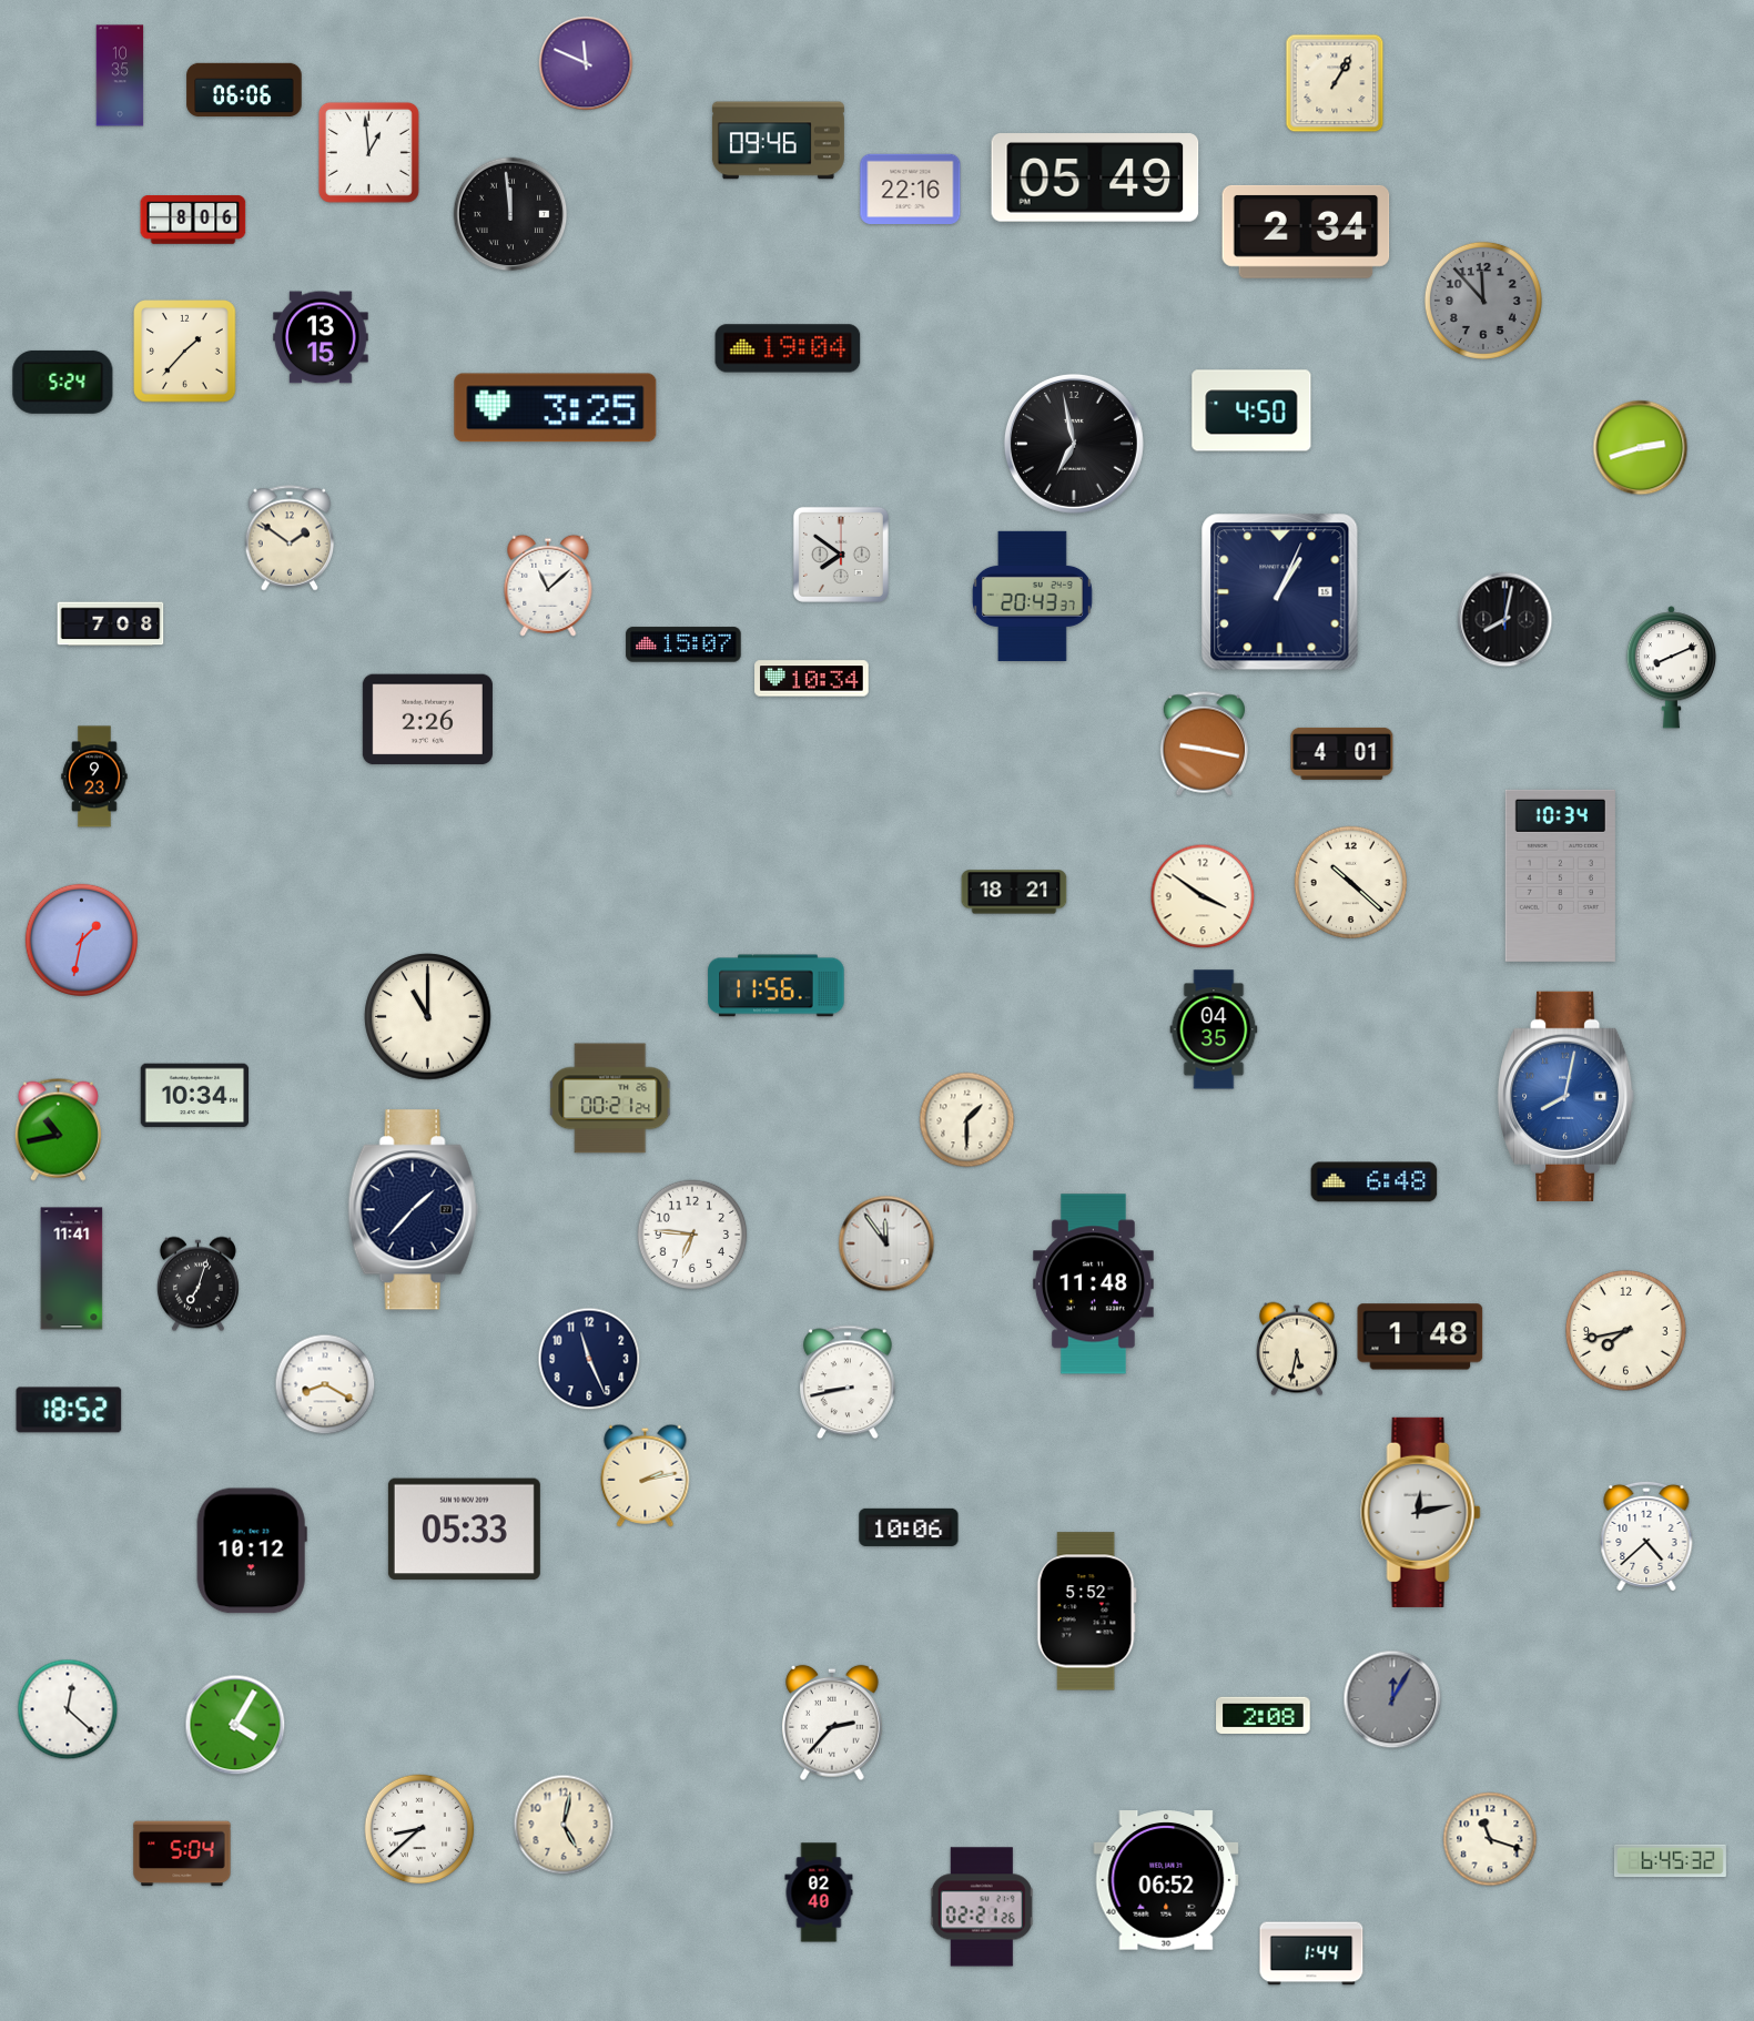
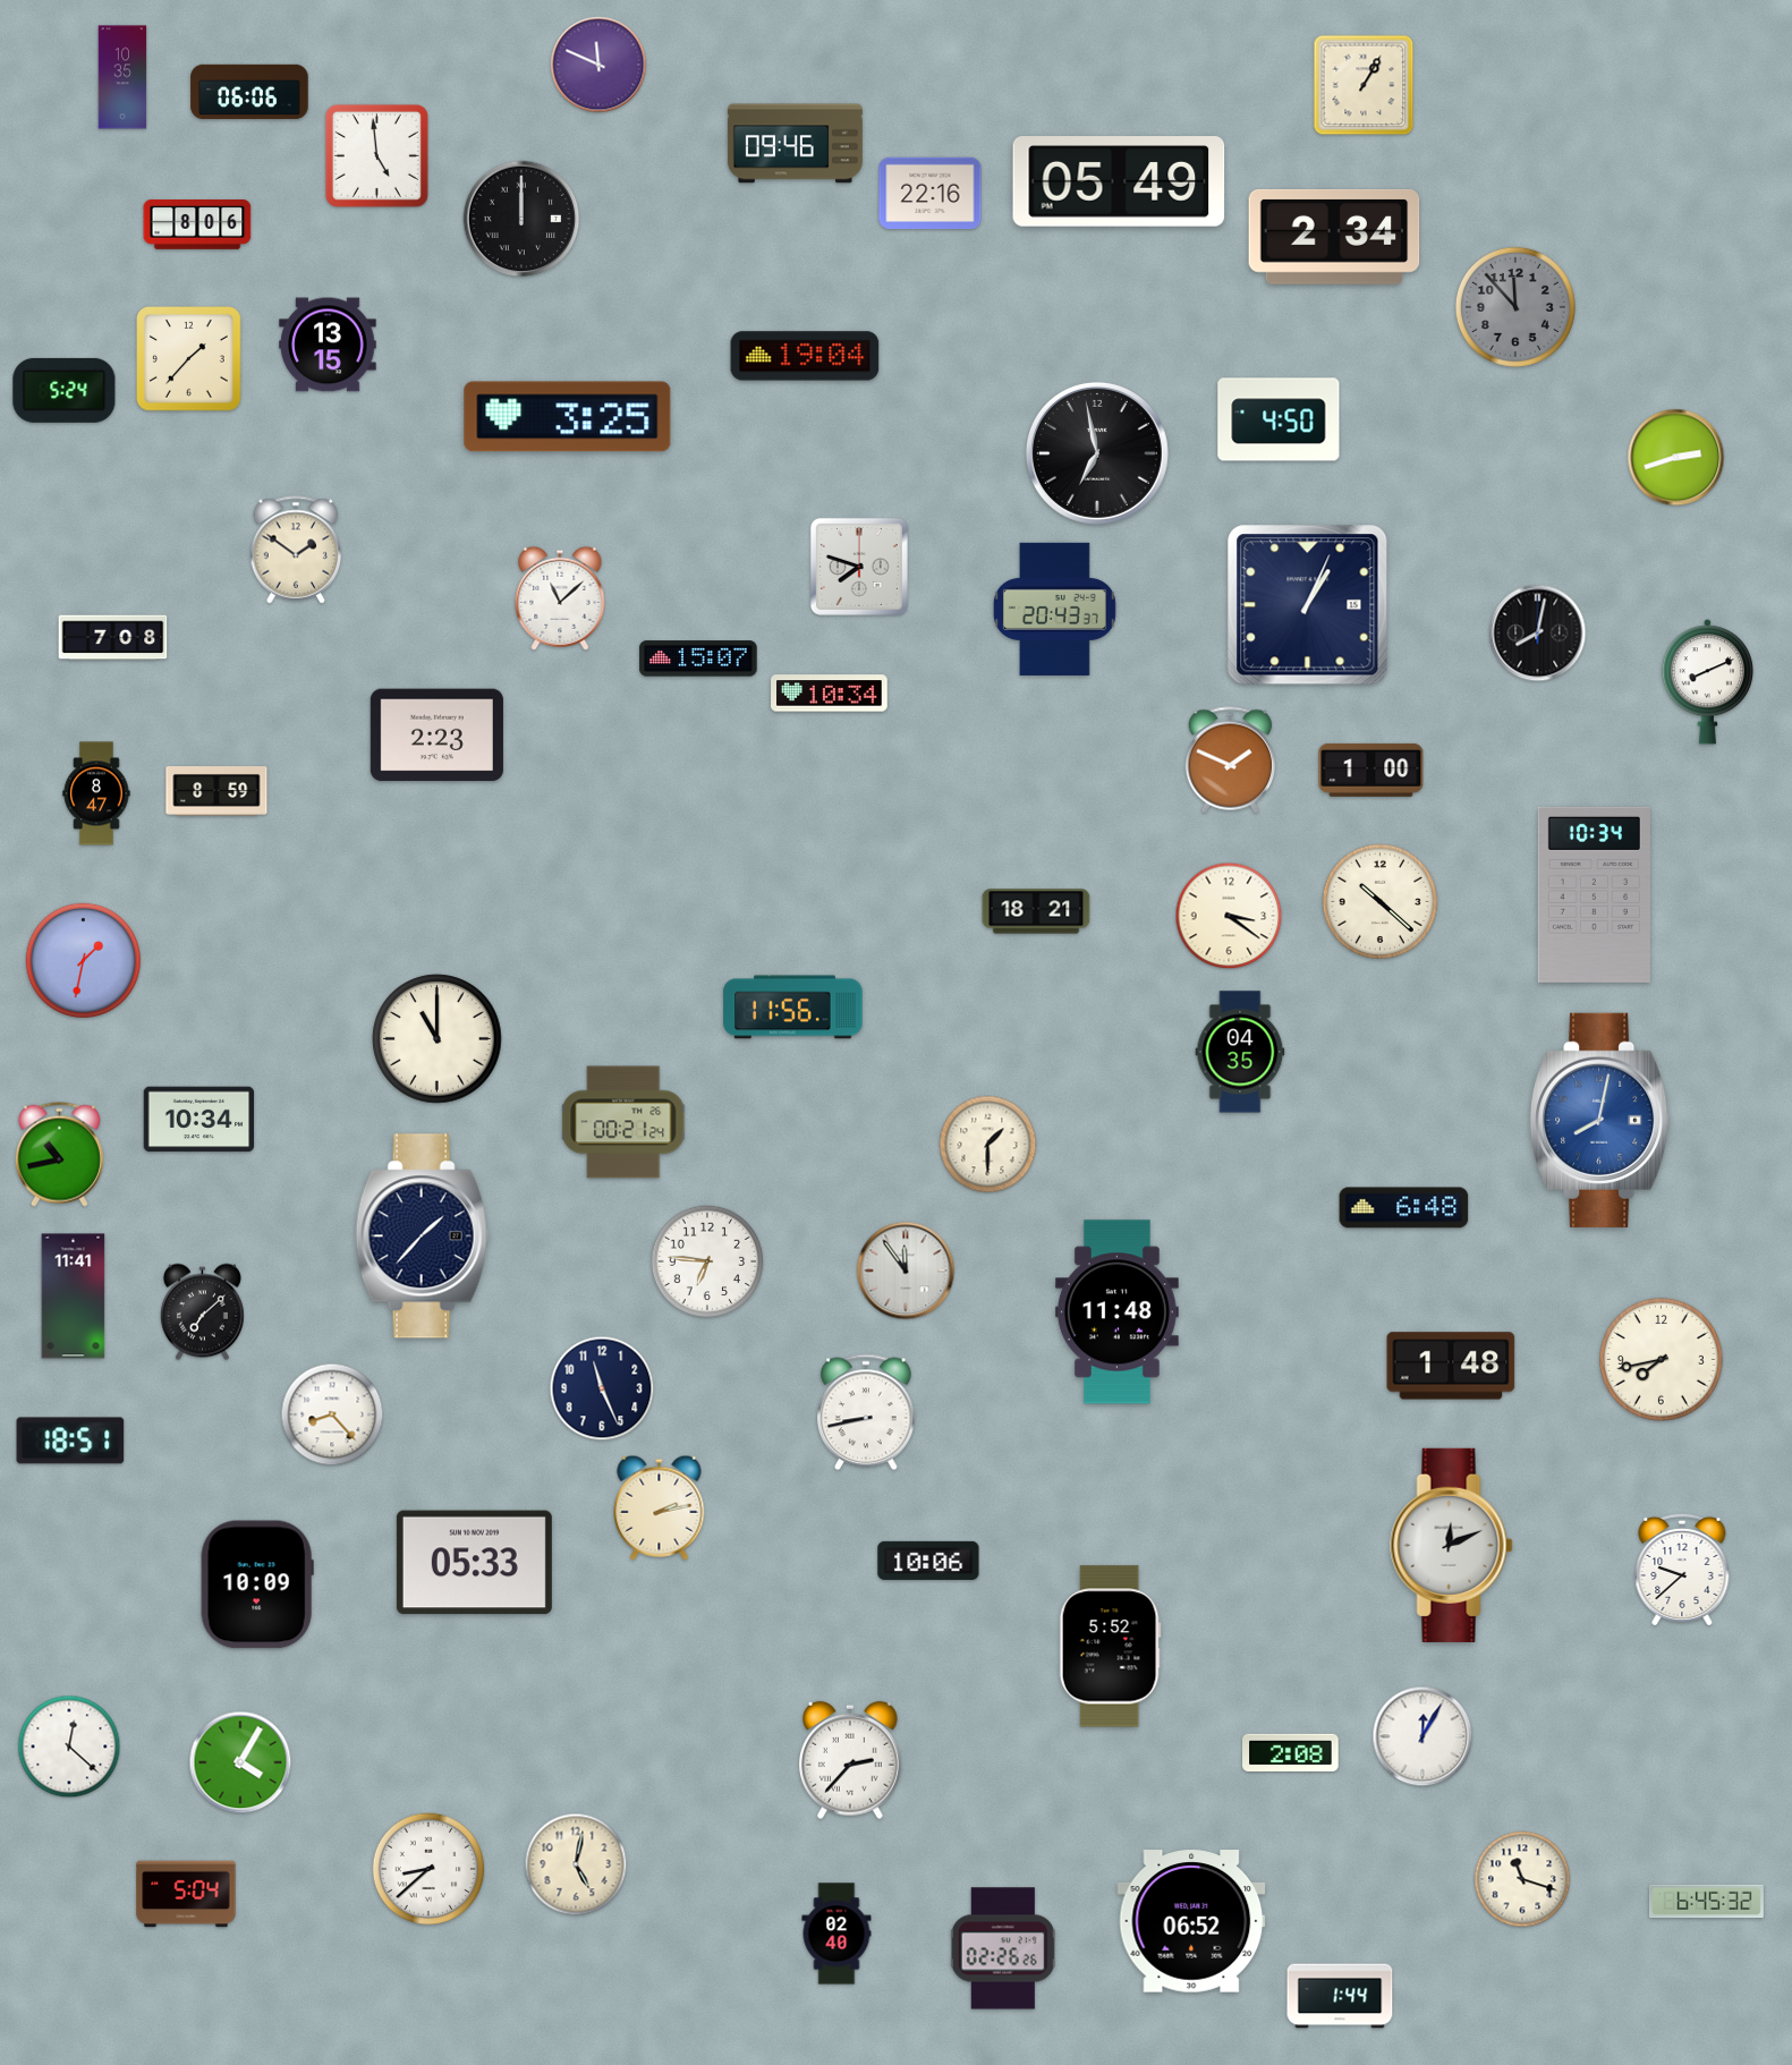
clock at (368, 152): 12:59 -> 4:59
clock at (510, 214): 11:59 -> 12:00
clock at (841, 555): 7:51 -> 7:48
clock at (427, 720): 2:26 -> 2:23
clock at (1204, 744): 9:17 -> 1:49
clock at (1342, 753): 4:01 -> 1:00
clock at (216, 792): none -> 8:59
clock at (94, 776): 9:23 -> 8:47
clock at (1203, 896): 3:51 -> 3:21
clock at (197, 1284): 7:03 -> 7:08
clock at (1298, 1349): 5:32 -> none
clock at (325, 1384): 8:20 -> 8:23
clock at (69, 1410): 18:52 -> 18:51
clock at (1421, 1512): 12:13 -> 12:11
clock at (1646, 1536): 4:38 -> 9:38
clock at (252, 1551): 10:12 -> 10:09
clock at (1392, 1699) dial: grey -> white
clock at (982, 1907): 02:21 -> 02:26
